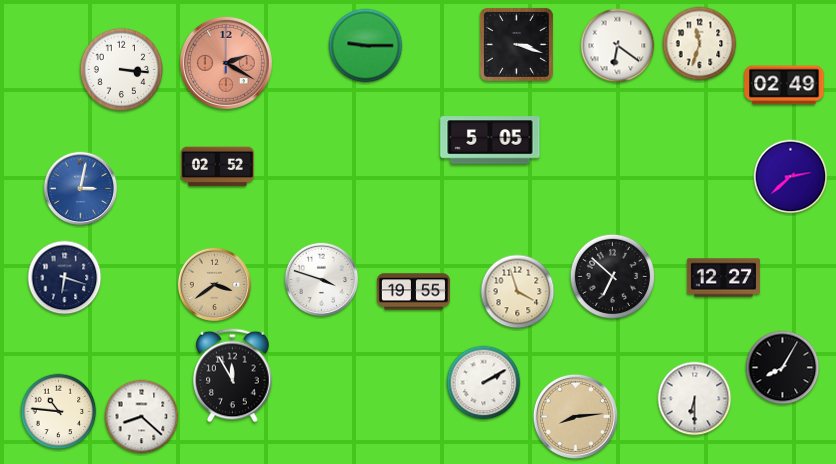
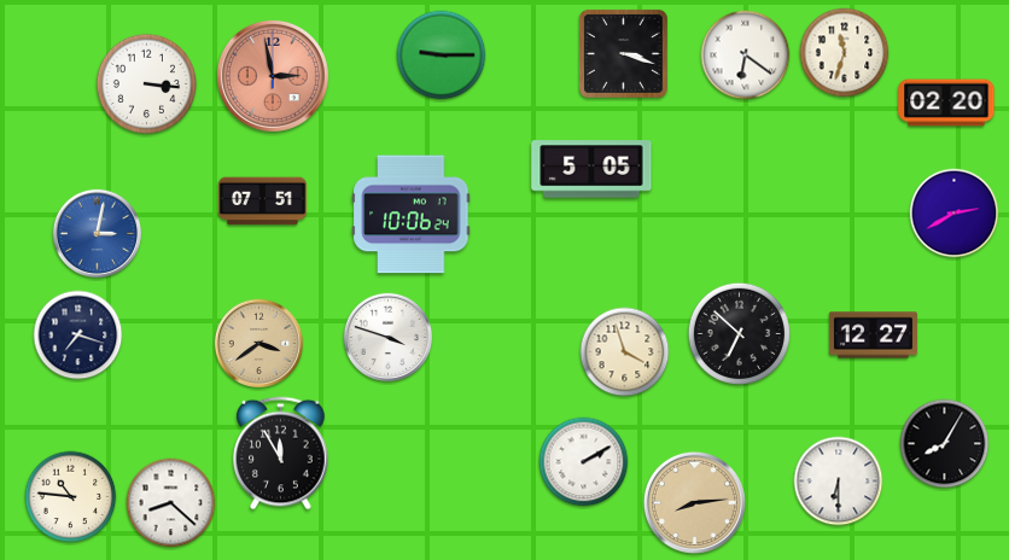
clock at (226, 63): 2:20 -> 2:58
clock at (784, 85): 02:49 -> 02:20
clock at (217, 167): 02:52 -> 07:51
clock at (791, 177): 2:38 -> 2:40
clock at (412, 215): none -> 10:06
clock at (80, 188) position: (80, 188) -> (97, 233)
clock at (65, 278): 6:18 -> 7:18
clock at (413, 292): 19:55 -> none
